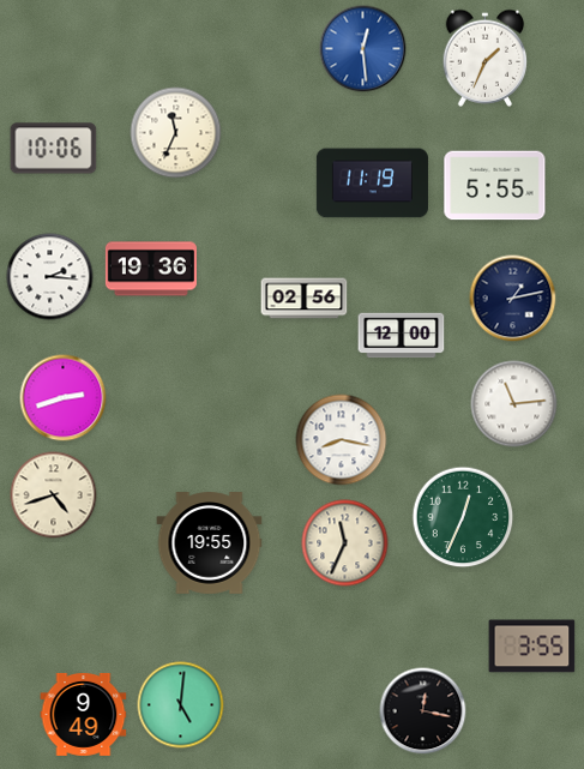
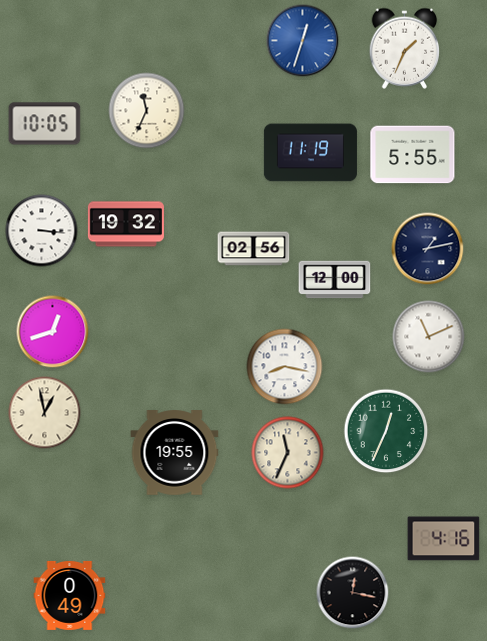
clock at (363, 49): 12:29 -> 12:33
clock at (54, 149): 10:06 -> 10:05
clock at (151, 269): 19:36 -> 19:32
clock at (50, 277): 2:16 -> 3:16
clock at (64, 398): 2:42 -> 12:42
clock at (514, 404): 11:14 -> 11:11
clock at (54, 495): 4:42 -> 12:58
clock at (532, 647): 3:55 -> 4:16
clock at (181, 705): 5:01 -> none
clock at (84, 714): 9:49 -> 0:49
